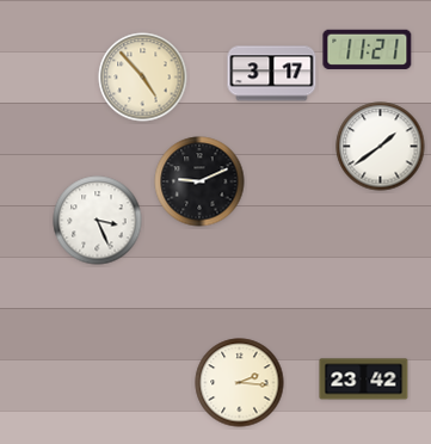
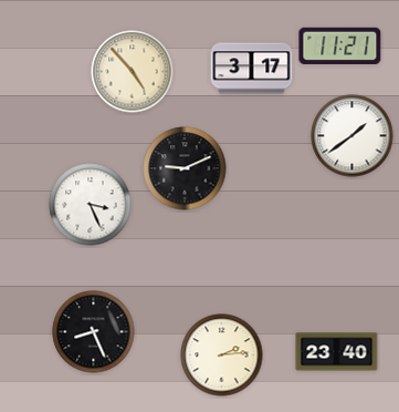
clock at (94, 332): none -> 8:26
clock at (364, 380): 23:42 -> 23:40
clock at (240, 383): 2:16 -> 2:14
